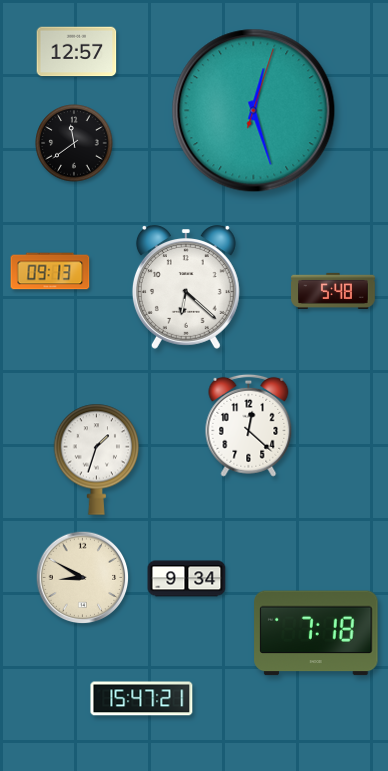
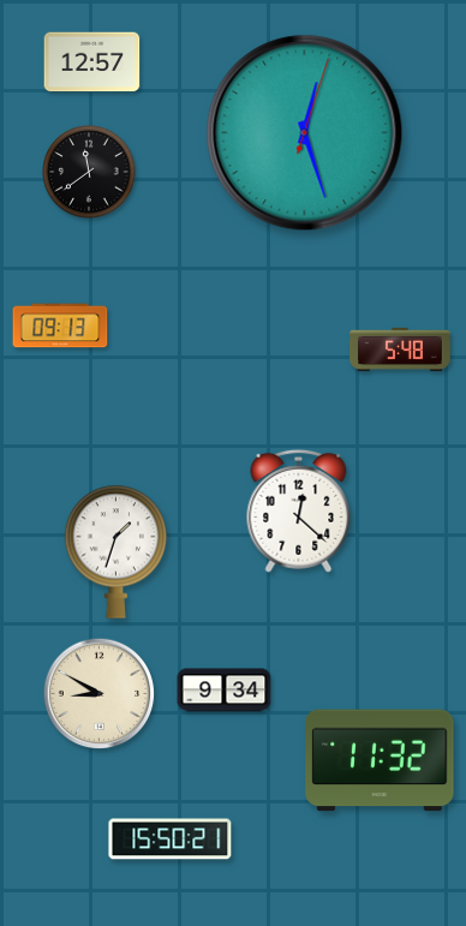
clock at (186, 287): 6:22 -> none
clock at (187, 579) position: (187, 579) -> (225, 691)
clock at (316, 633): 7:18 -> 11:32
clock at (142, 699): 15:47 -> 15:50
